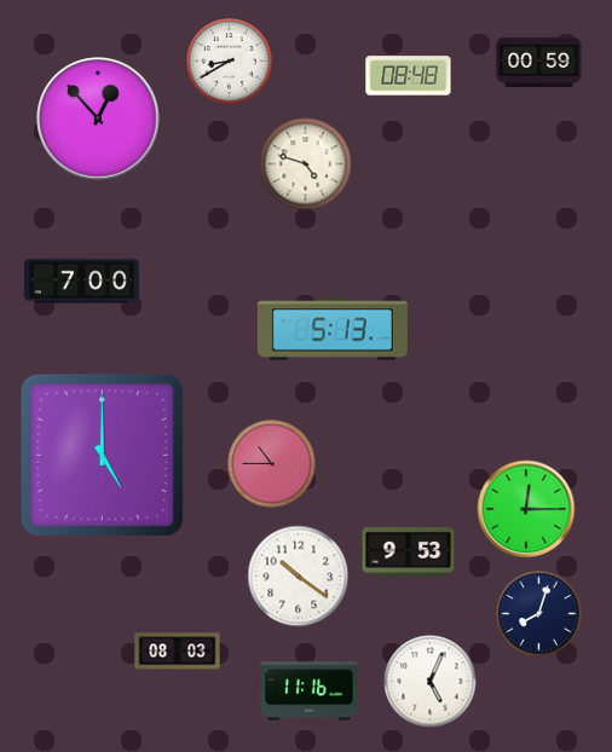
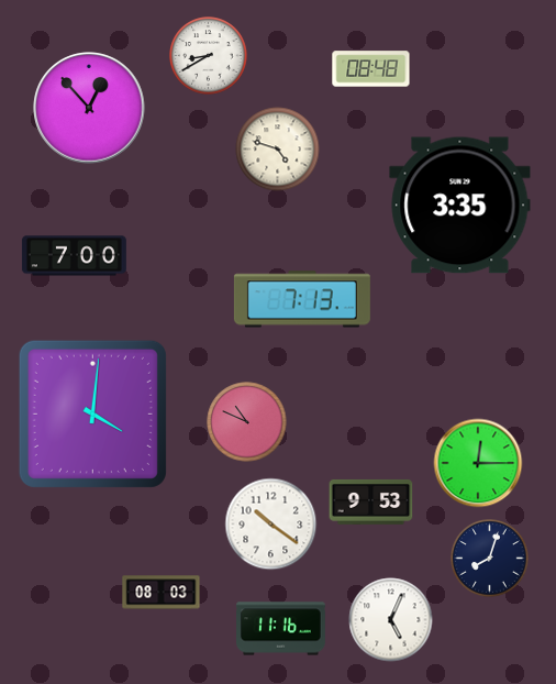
clock at (539, 62): 00:59 -> none
clock at (460, 206): none -> 3:35
clock at (333, 329): 5:13 -> 7:13
clock at (102, 455): 5:00 -> 4:01
clock at (272, 464): 10:45 -> 10:49
